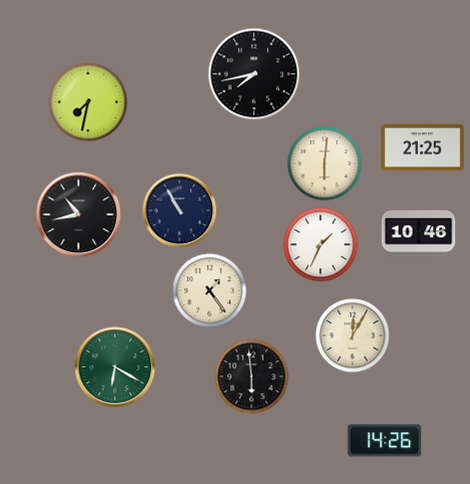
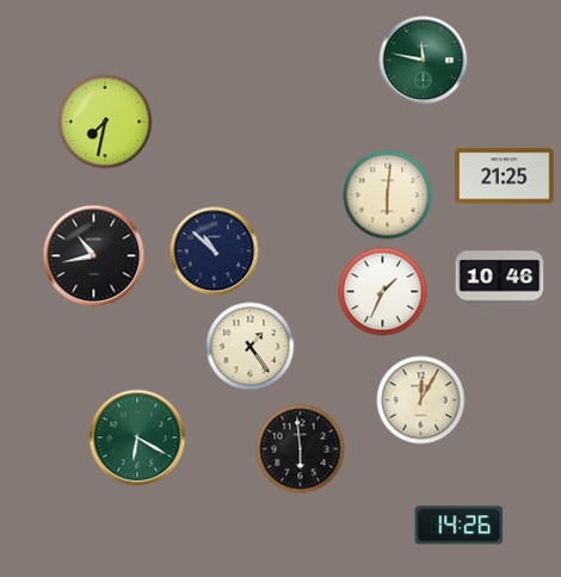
clock at (424, 61): none -> 11:47
clock at (254, 74): 7:43 -> none
clock at (180, 211): 10:55 -> 10:52
